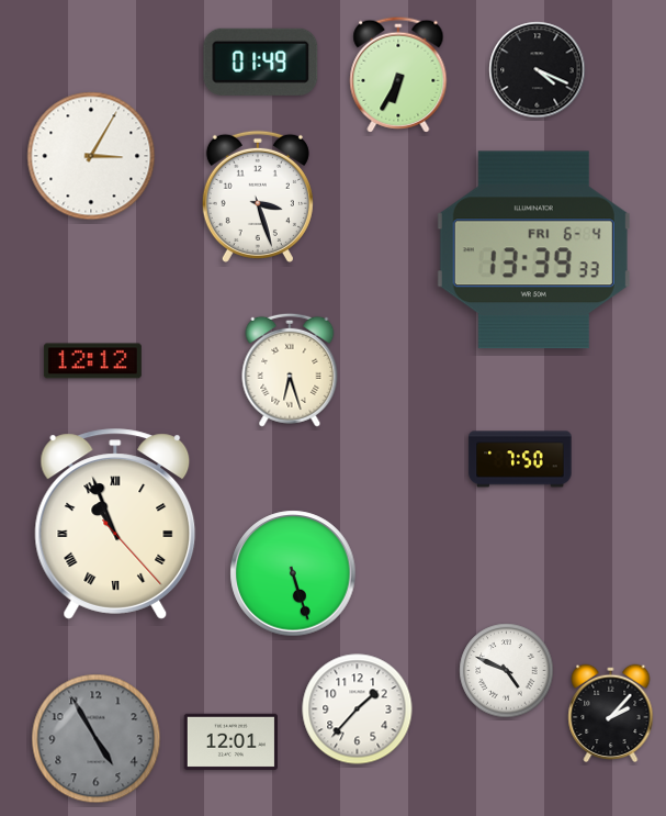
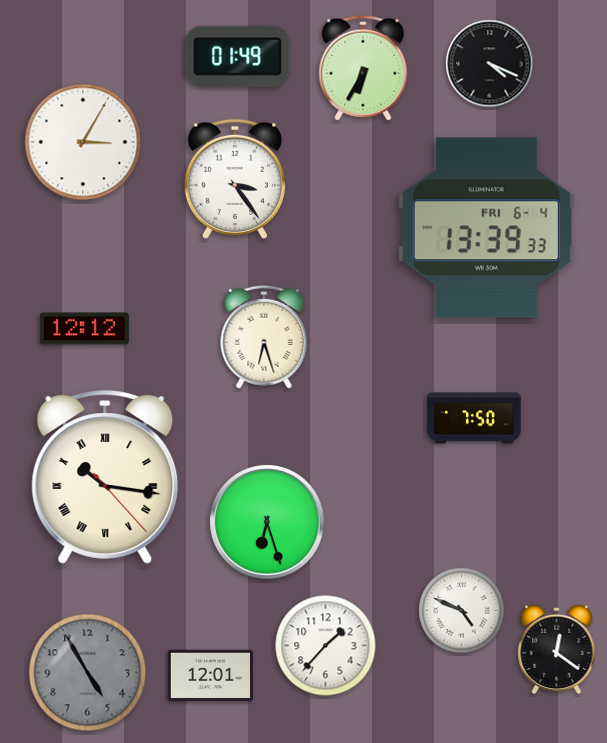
clock at (258, 197): 3:27 -> 3:24
clock at (115, 524): 10:56 -> 10:16
clock at (293, 573): 5:27 -> 6:27
clock at (611, 714): 2:07 -> 12:21
